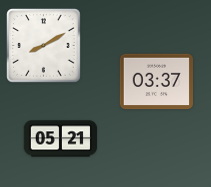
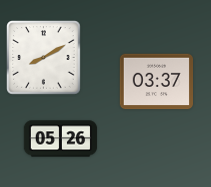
clock at (44, 46) position: (44, 46) -> (44, 58)
clock at (61, 139): 05:21 -> 05:26
